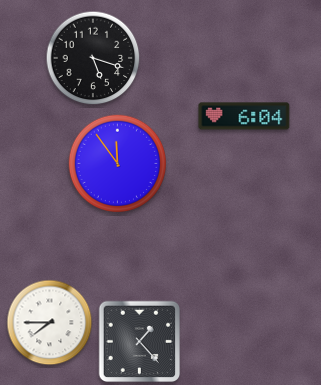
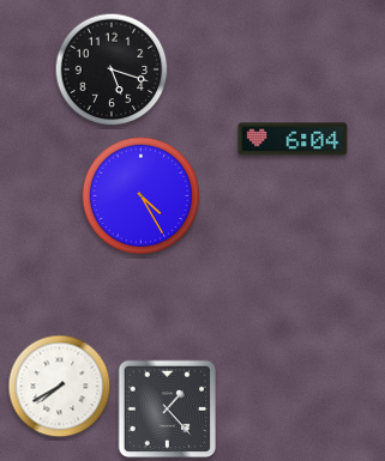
clock at (118, 164): 11:54 -> 4:25
clock at (50, 323): 7:45 -> 7:40
